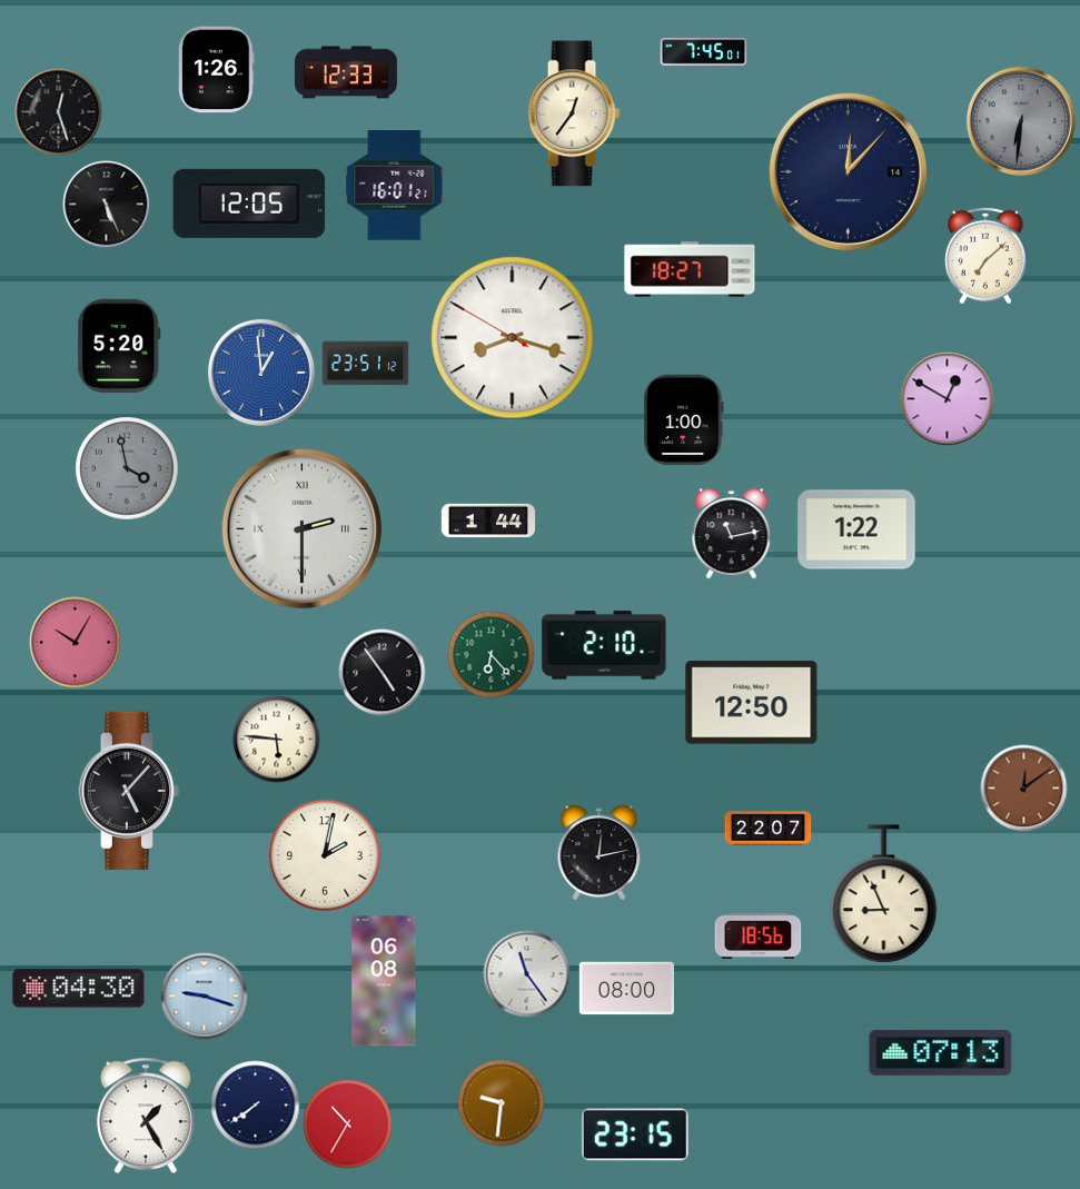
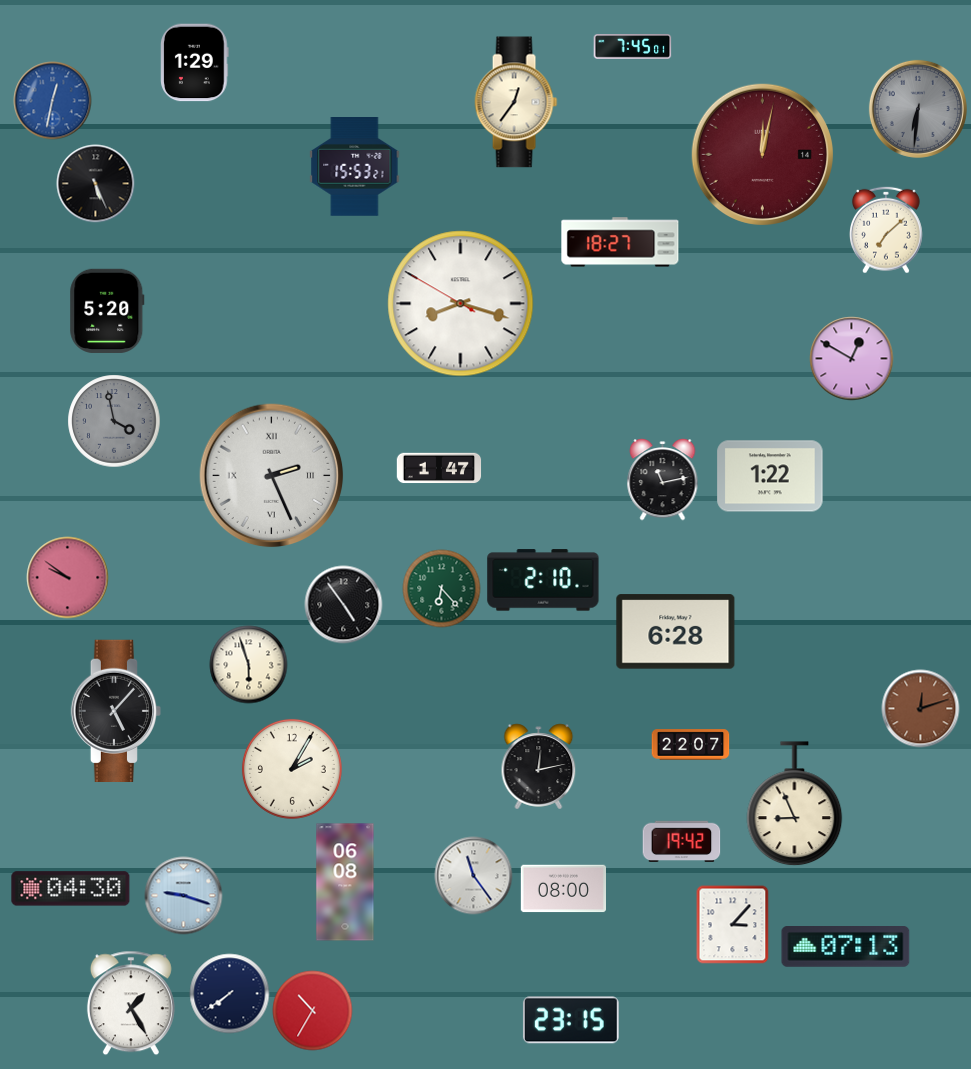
clock at (217, 69): 1:26 -> 1:29
clock at (346, 72): 12:33 -> none
clock at (58, 111): 12:27 -> 12:32
clock at (58, 111) dial: black -> blue
clock at (848, 171): 12:07 -> 12:02
clock at (848, 171) dial: navy -> burgundy
clock at (395, 186): 16:01 -> 15:53
clock at (249, 204): 12:05 -> none
clock at (365, 364): 23:51 -> none
clock at (261, 373): 12:59 -> none
clock at (684, 419): 1:00 -> none
clock at (488, 521): 1:44 -> 1:47
clock at (303, 529): 2:30 -> 2:26
clock at (732, 534) position: (732, 534) -> (663, 480)
clock at (75, 642): 10:05 -> 9:51
clock at (752, 703): 12:50 -> 6:28
clock at (276, 739): 5:46 -> 5:57
clock at (1023, 787): 12:09 -> 12:12
clock at (325, 855): 2:02 -> 2:05
clock at (757, 935): 18:56 -> 19:42
clock at (733, 924): none -> 3:07
clock at (501, 1102): 9:31 -> none
